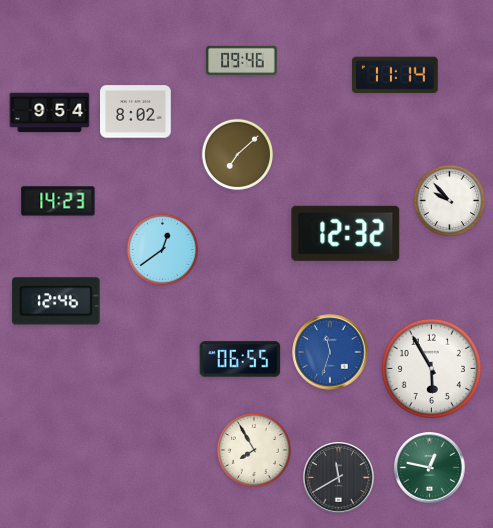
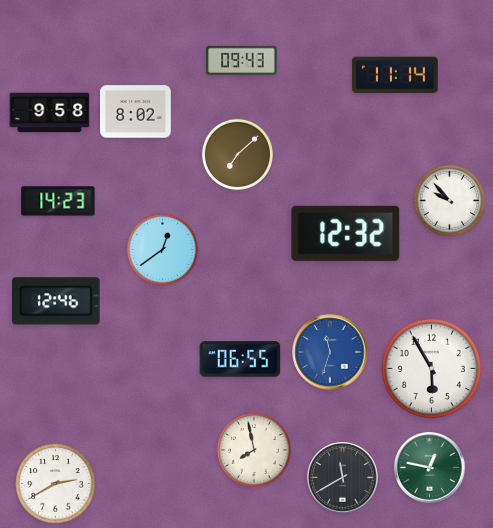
clock at (242, 60): 09:46 -> 09:43
clock at (50, 113): 9:54 -> 9:58
clock at (254, 450): 7:55 -> 7:58
clock at (339, 478) position: (339, 478) -> (343, 478)
clock at (56, 484): none -> 2:40
